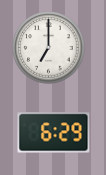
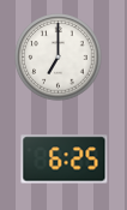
clock at (54, 133): 6:29 -> 6:25
